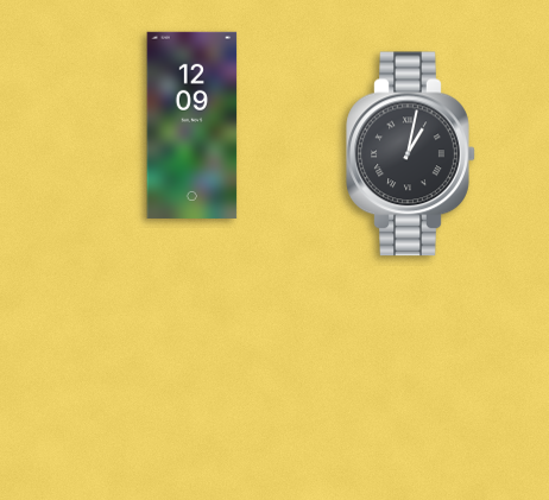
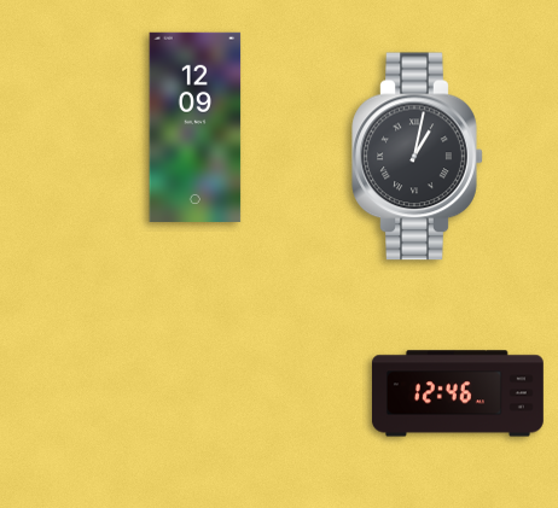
clock at (458, 393): none -> 12:46
